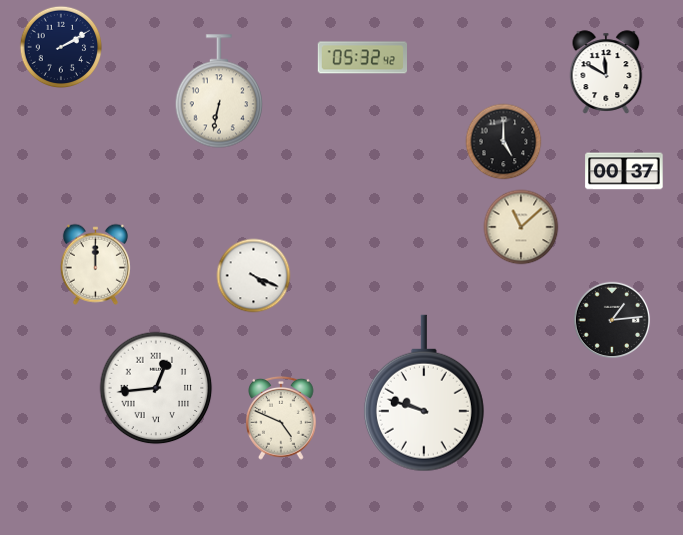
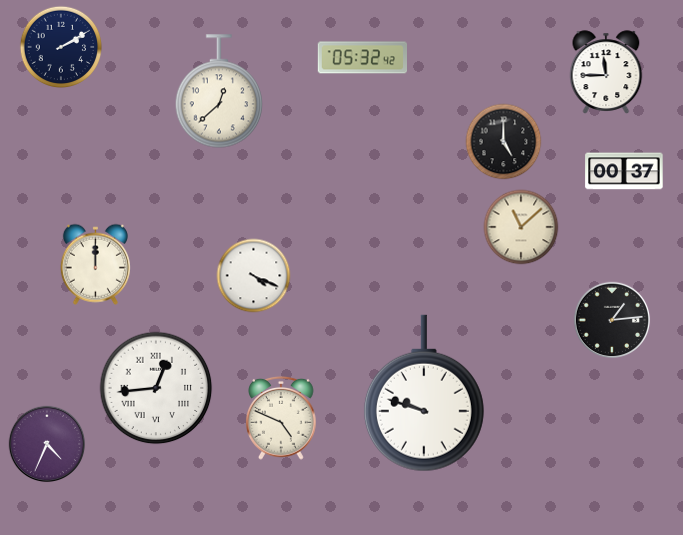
clock at (606, 72): 11:50 -> 11:45
clock at (218, 91): 6:32 -> 12:38
clock at (47, 444): none -> 4:34
